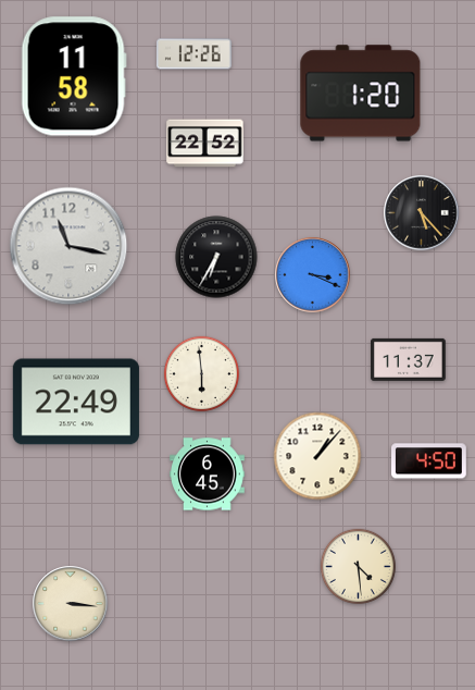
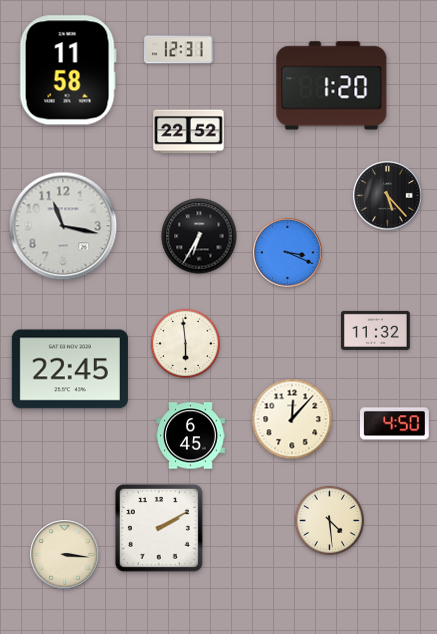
clock at (195, 54): 12:26 -> 12:31
clock at (409, 359): 11:37 -> 11:32
clock at (76, 402): 22:49 -> 22:45
clock at (317, 456): 1:07 -> 12:07
clock at (159, 528): none -> 2:10
